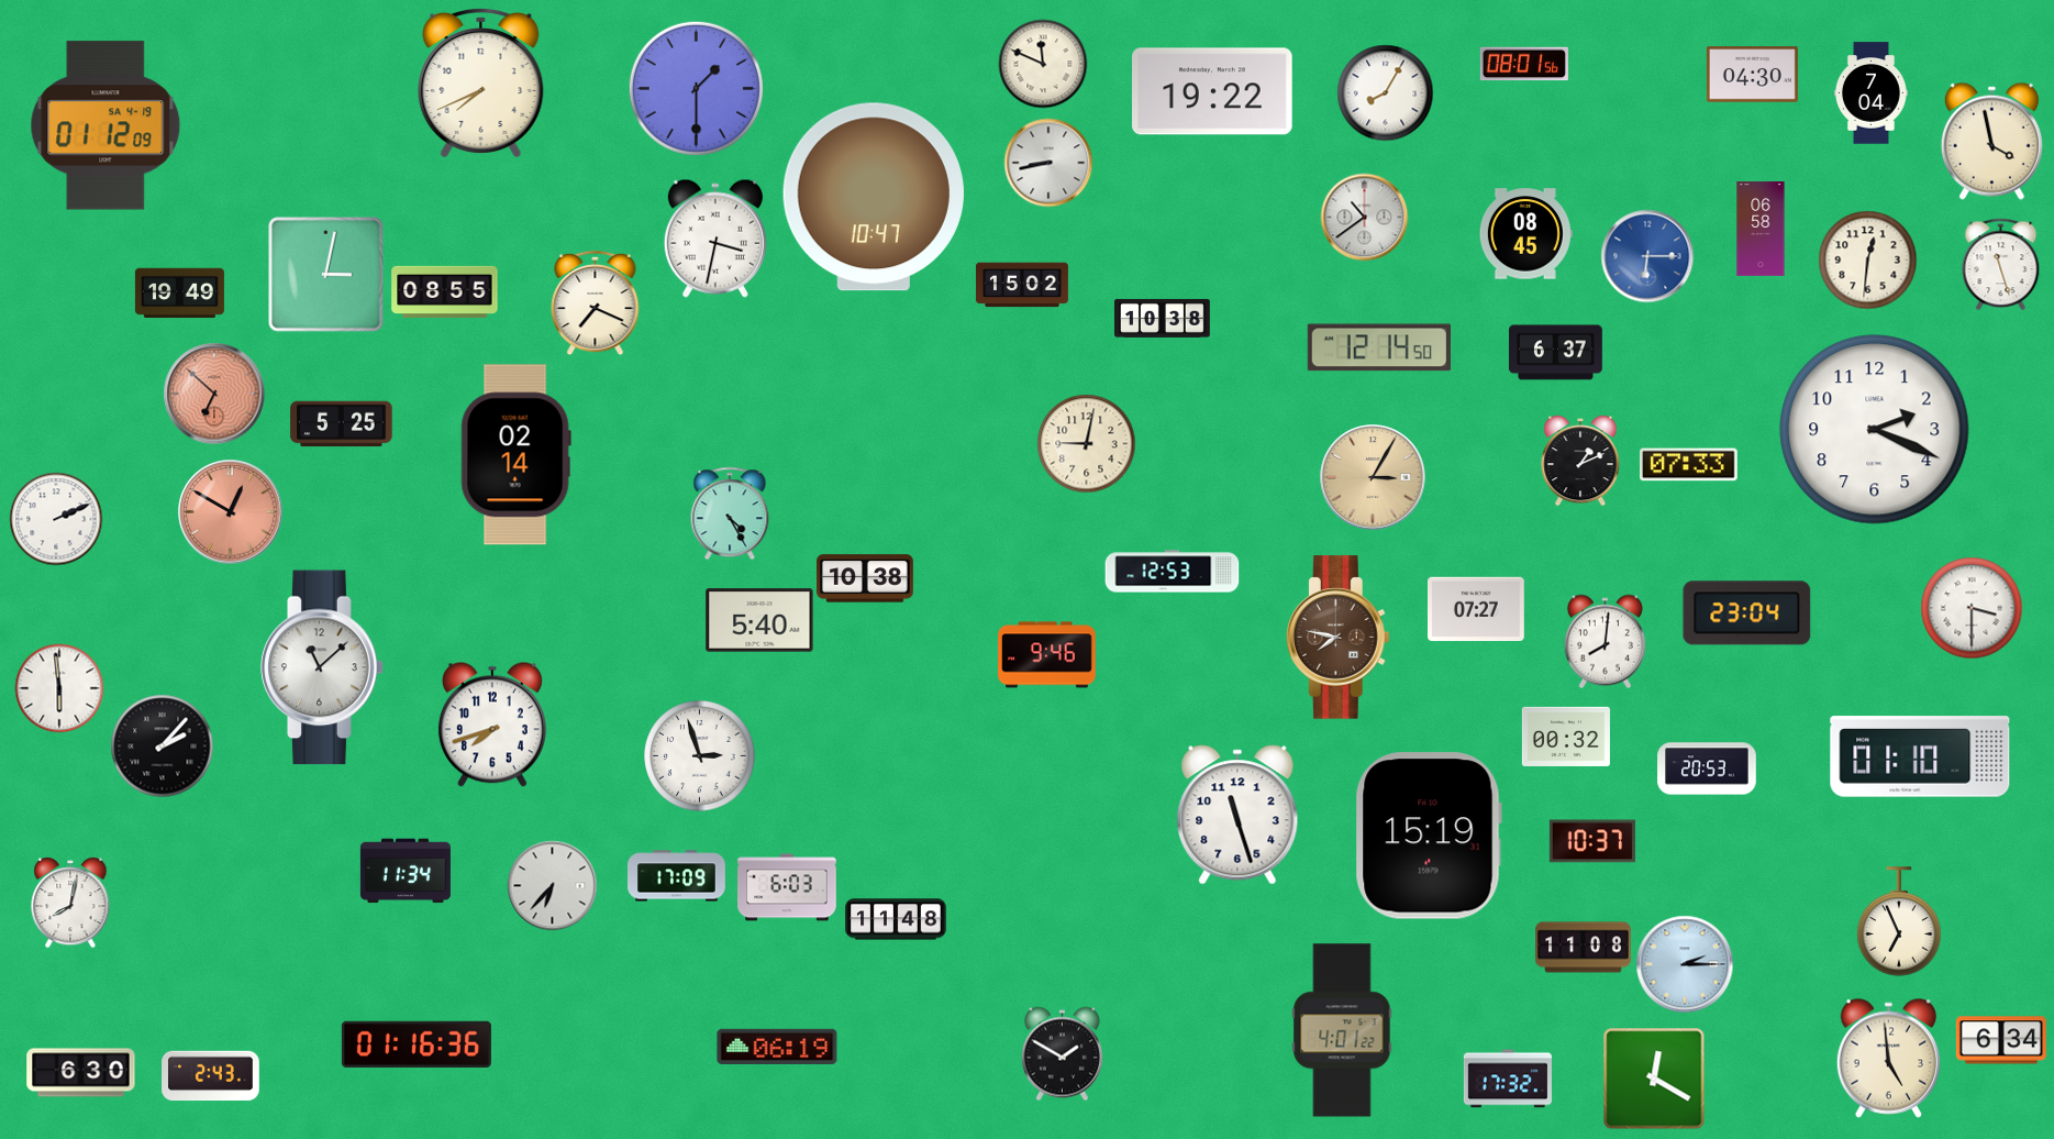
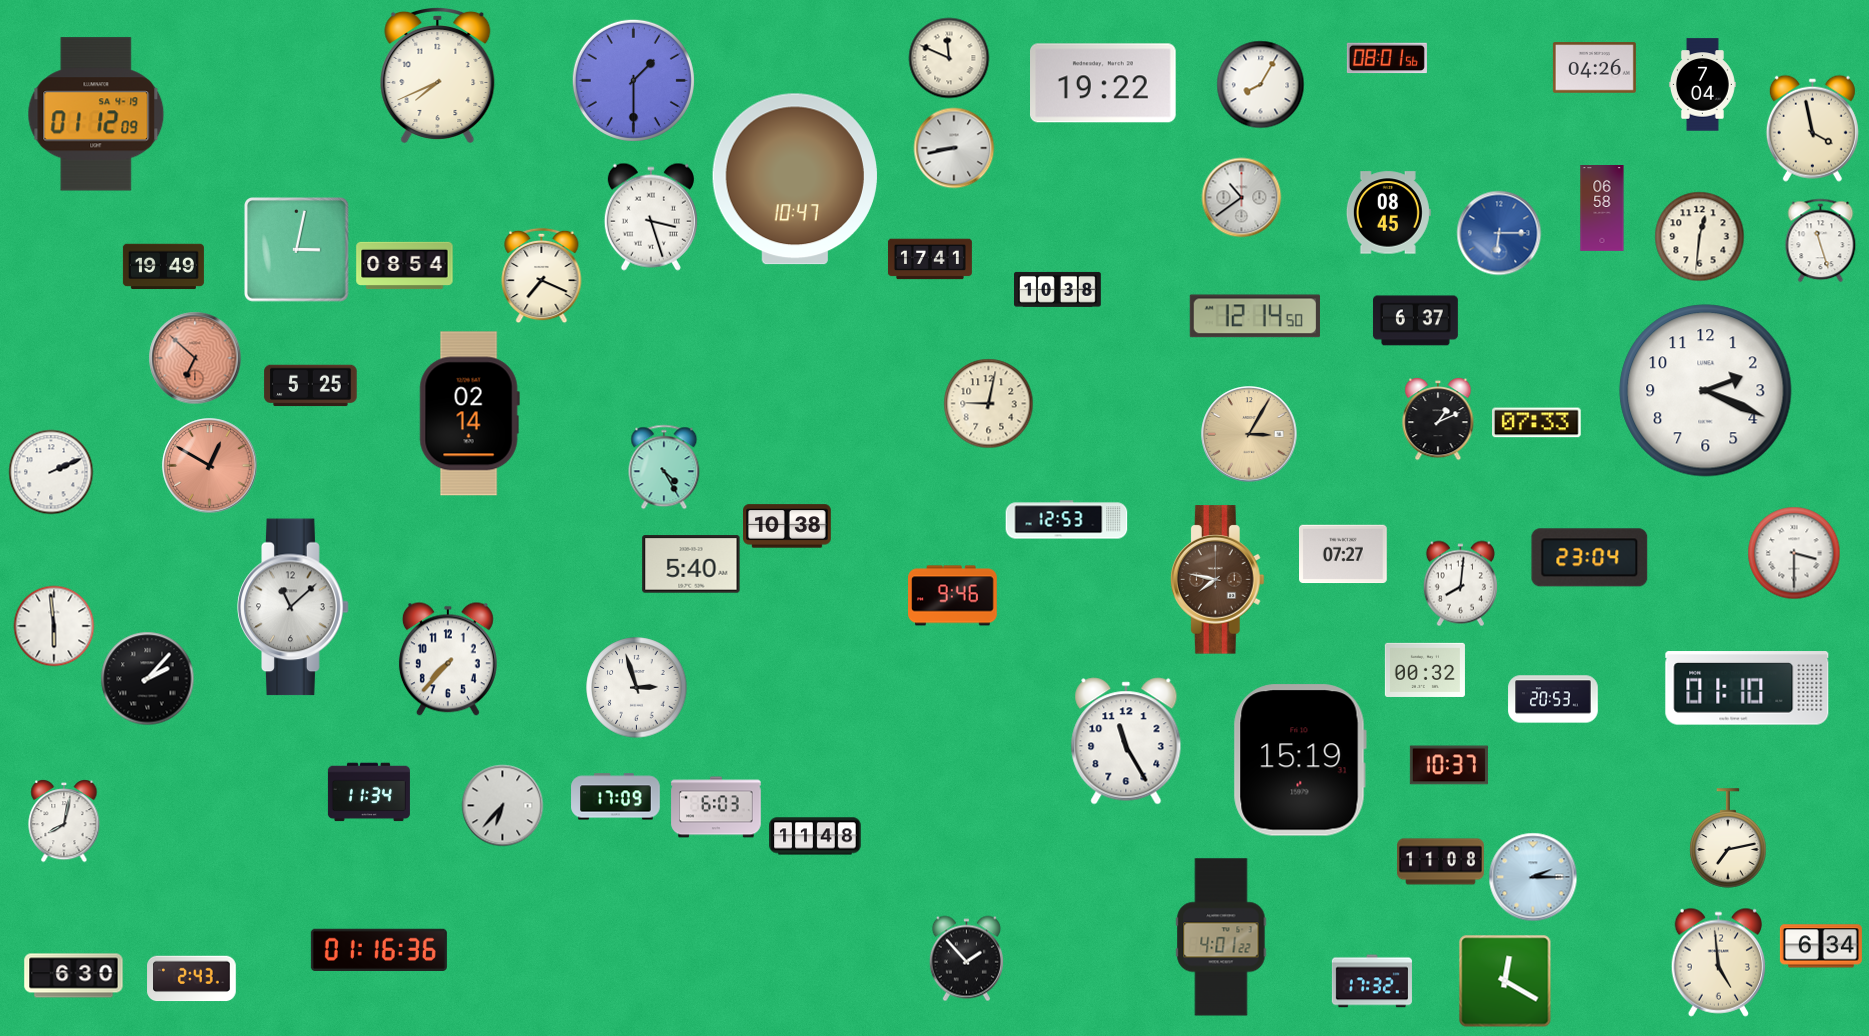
clock at (1752, 75): 04:30 -> 04:26
clock at (715, 239): 3:32 -> 3:27
clock at (1022, 285): 15:02 -> 17:41
clock at (445, 292): 08:55 -> 08:54
clock at (492, 725): 7:42 -> 7:37
clock at (1237, 815): 11:27 -> 11:25
clock at (1899, 921): 6:56 -> 7:13
clock at (777, 1046): 06:19 -> none
clock at (1062, 1053): 1:50 -> 1:53
